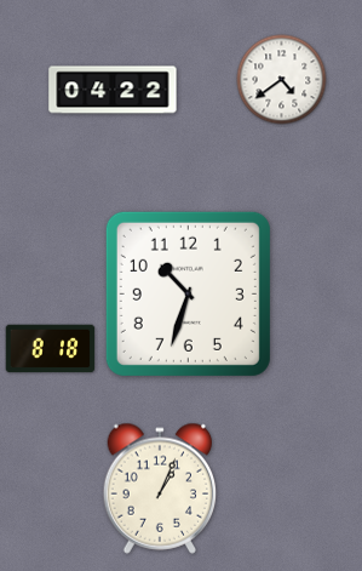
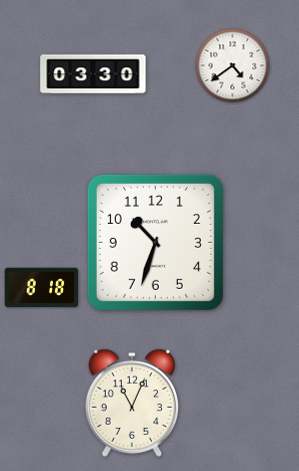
clock at (113, 90): 04:22 -> 03:30
clock at (160, 489): 1:04 -> 11:04
